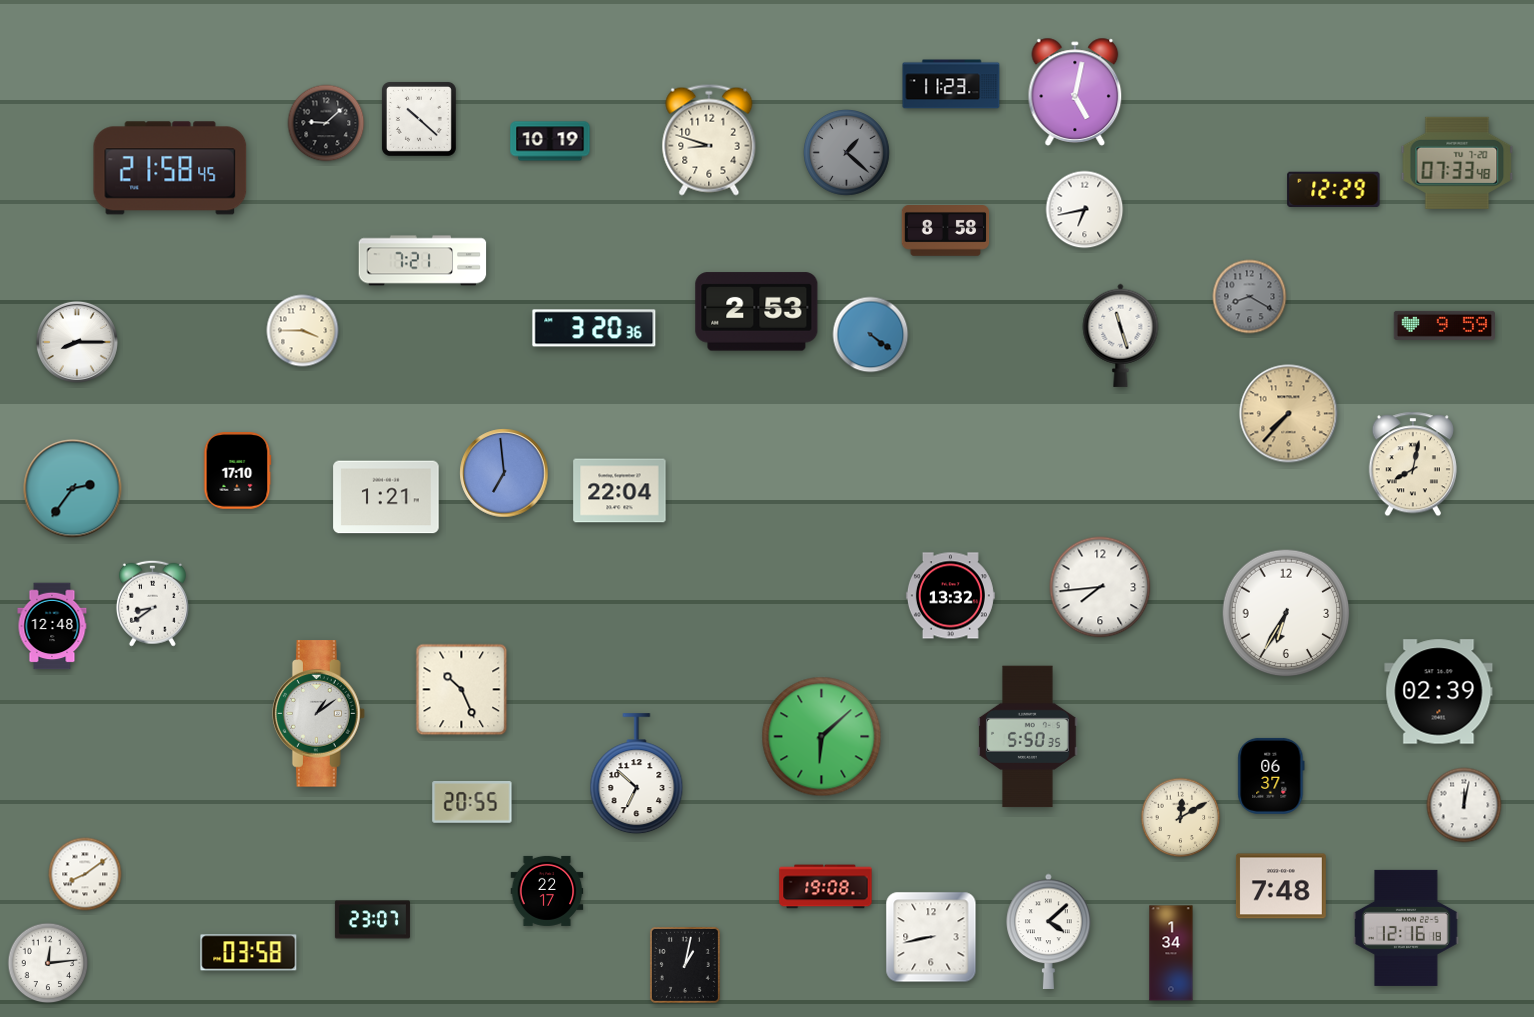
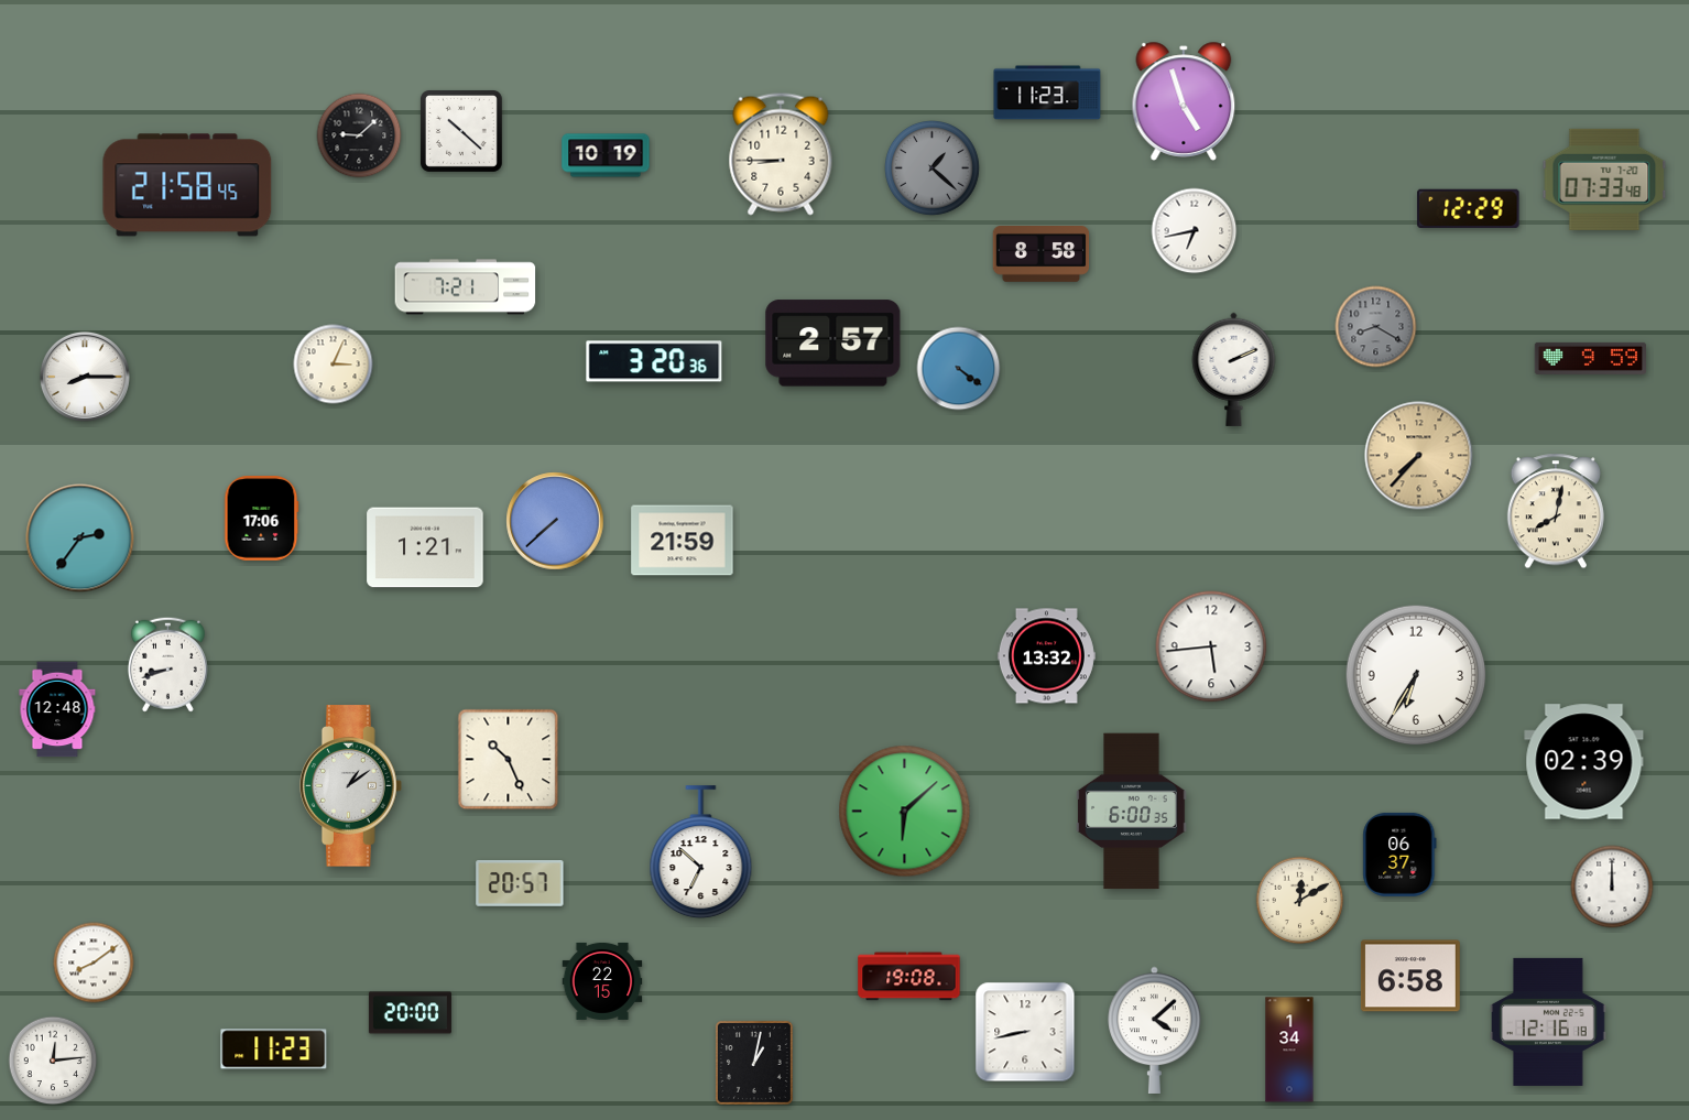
clock at (1075, 92): 5:02 -> 4:57
clock at (709, 140): 8:48 -> 8:45
clock at (757, 312): 2:53 -> 2:57
clock at (303, 331): 3:45 -> 3:04
clock at (1121, 335): 11:27 -> 2:11
clock at (237, 471): 17:10 -> 17:06
clock at (504, 473): 6:59 -> 7:38
clock at (620, 491): 22:04 -> 21:59
clock at (1100, 587): 7:44 -> 5:44
clock at (152, 603): 8:39 -> 8:42
clock at (52, 626) position: (52, 626) -> (57, 709)
clock at (1028, 737): 5:50 -> 6:00
clock at (472, 803): 20:55 -> 20:57
clock at (1464, 805): 12:02 -> 12:00
clock at (1281, 886): 7:48 -> 6:58
clock at (547, 891): 22:17 -> 22:15
clock at (372, 920): 23:07 -> 20:00
clock at (1049, 931) position: (1049, 931) -> (1155, 1030)
clock at (249, 953): 03:58 -> 11:23
